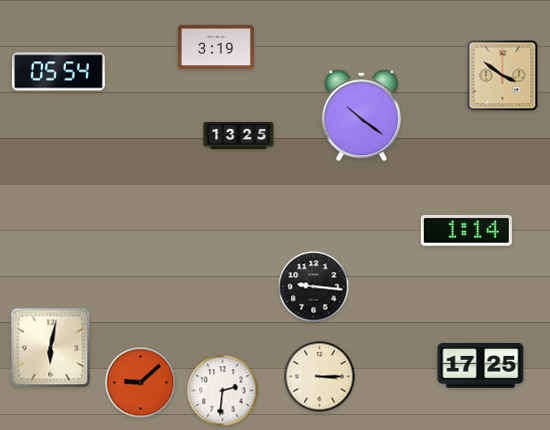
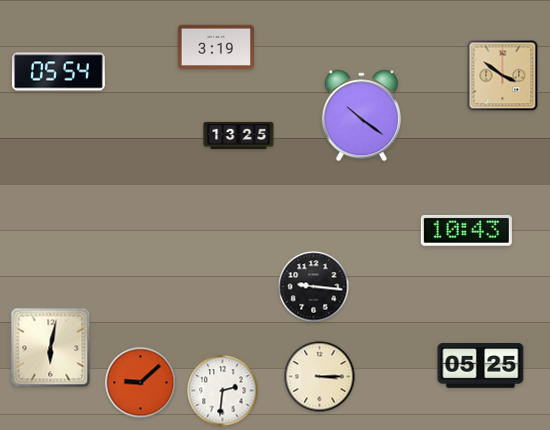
clock at (466, 230): 1:14 -> 10:43
clock at (481, 366): 17:25 -> 05:25
